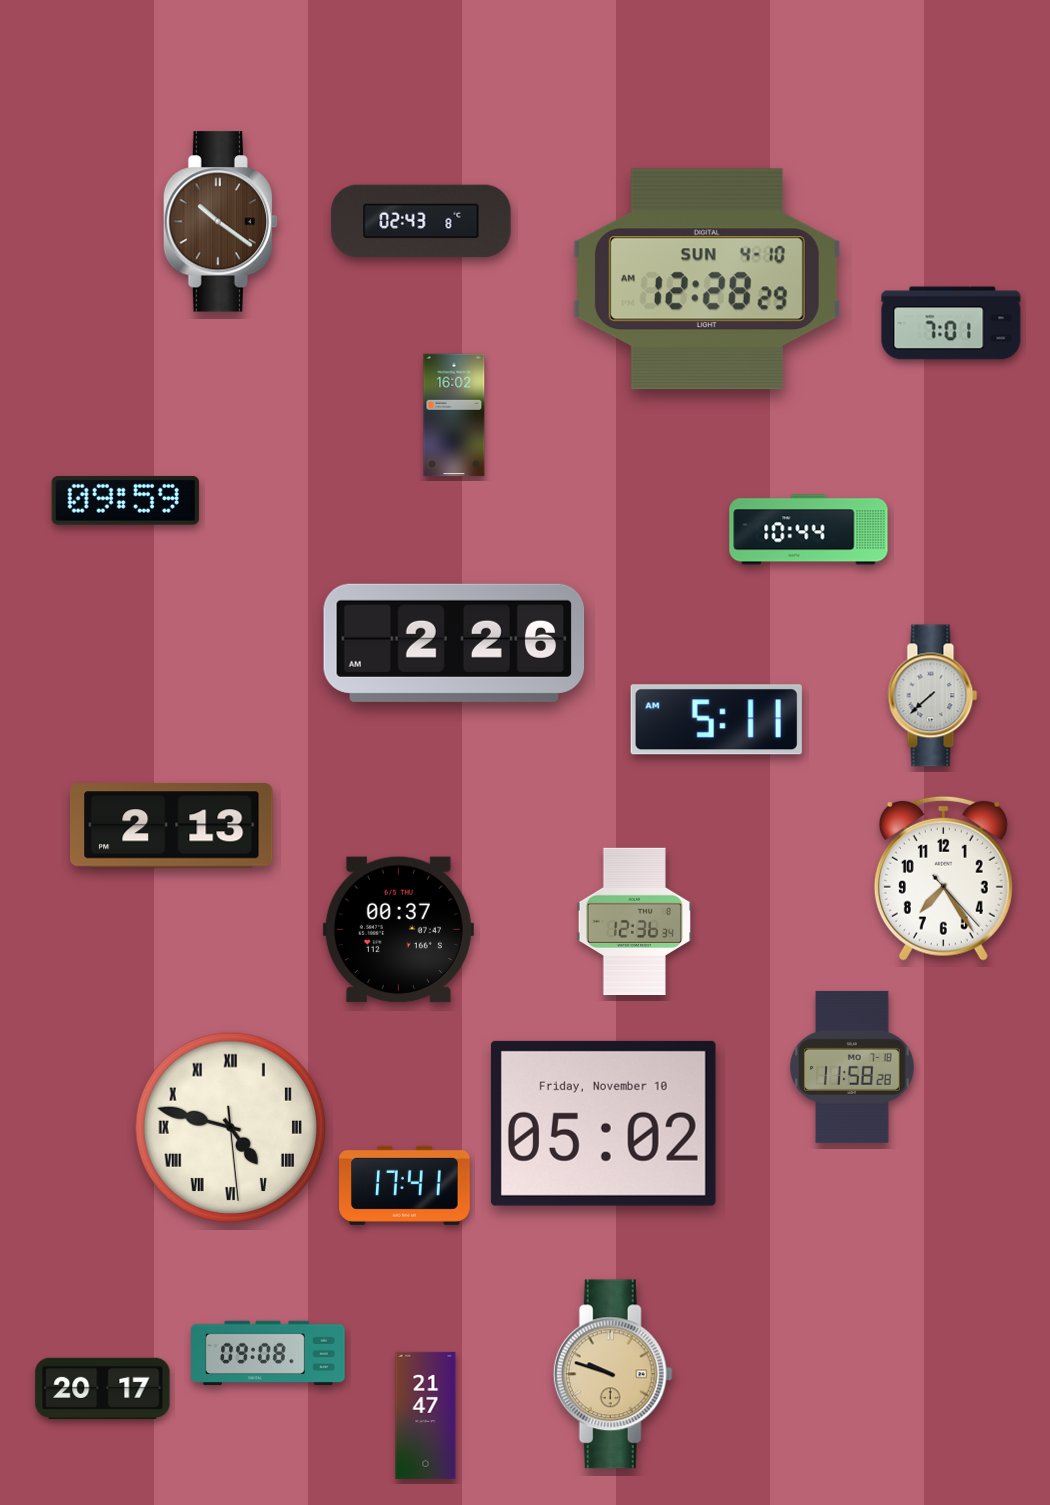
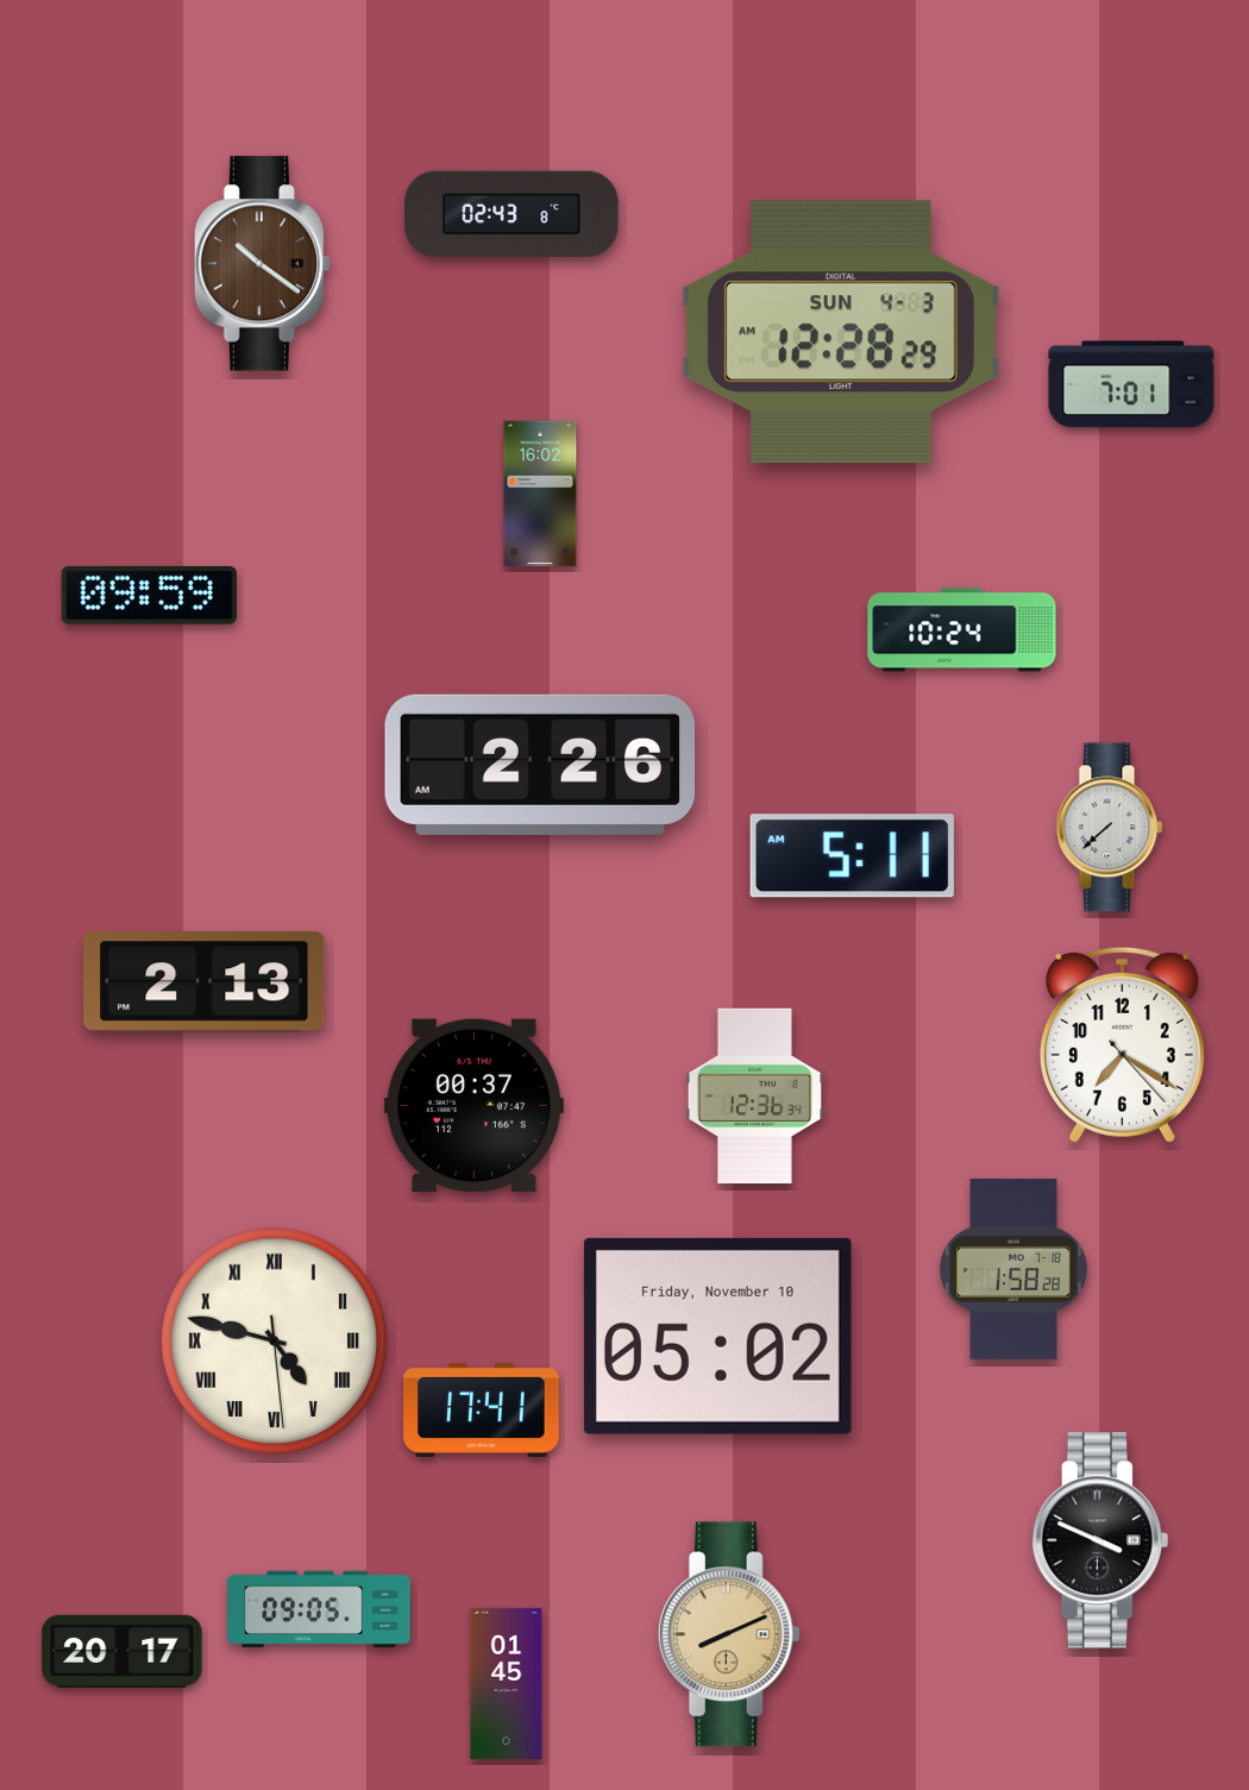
clock at (421, 221) position: (421, 221) -> (511, 214)
clock at (707, 279) date: SUN 4-10 -> SUN 4-3
clock at (809, 530): 10:44 -> 10:24
clock at (943, 878): 7:24 -> 7:20
clock at (852, 1067): 11:58 -> 1:58
clock at (1100, 1540): none -> 3:49
clock at (269, 1353): 09:08 -> 09:05
clock at (613, 1374): 9:48 -> 8:11
clock at (426, 1415): 21:47 -> 01:45
